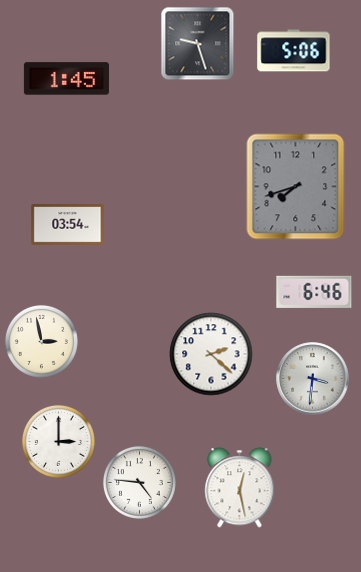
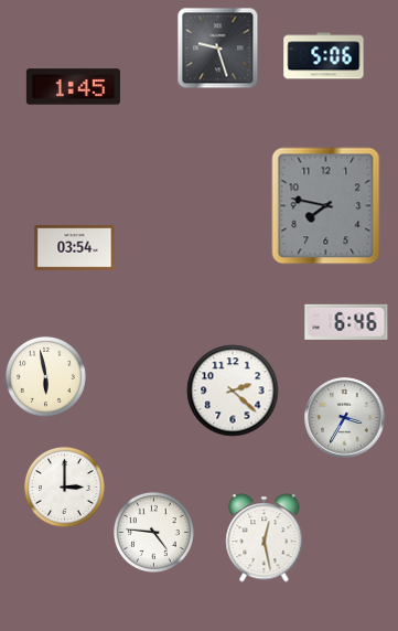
clock at (296, 187): 7:42 -> 7:47
clock at (41, 341): 2:58 -> 5:58
clock at (313, 379): 3:31 -> 3:35
